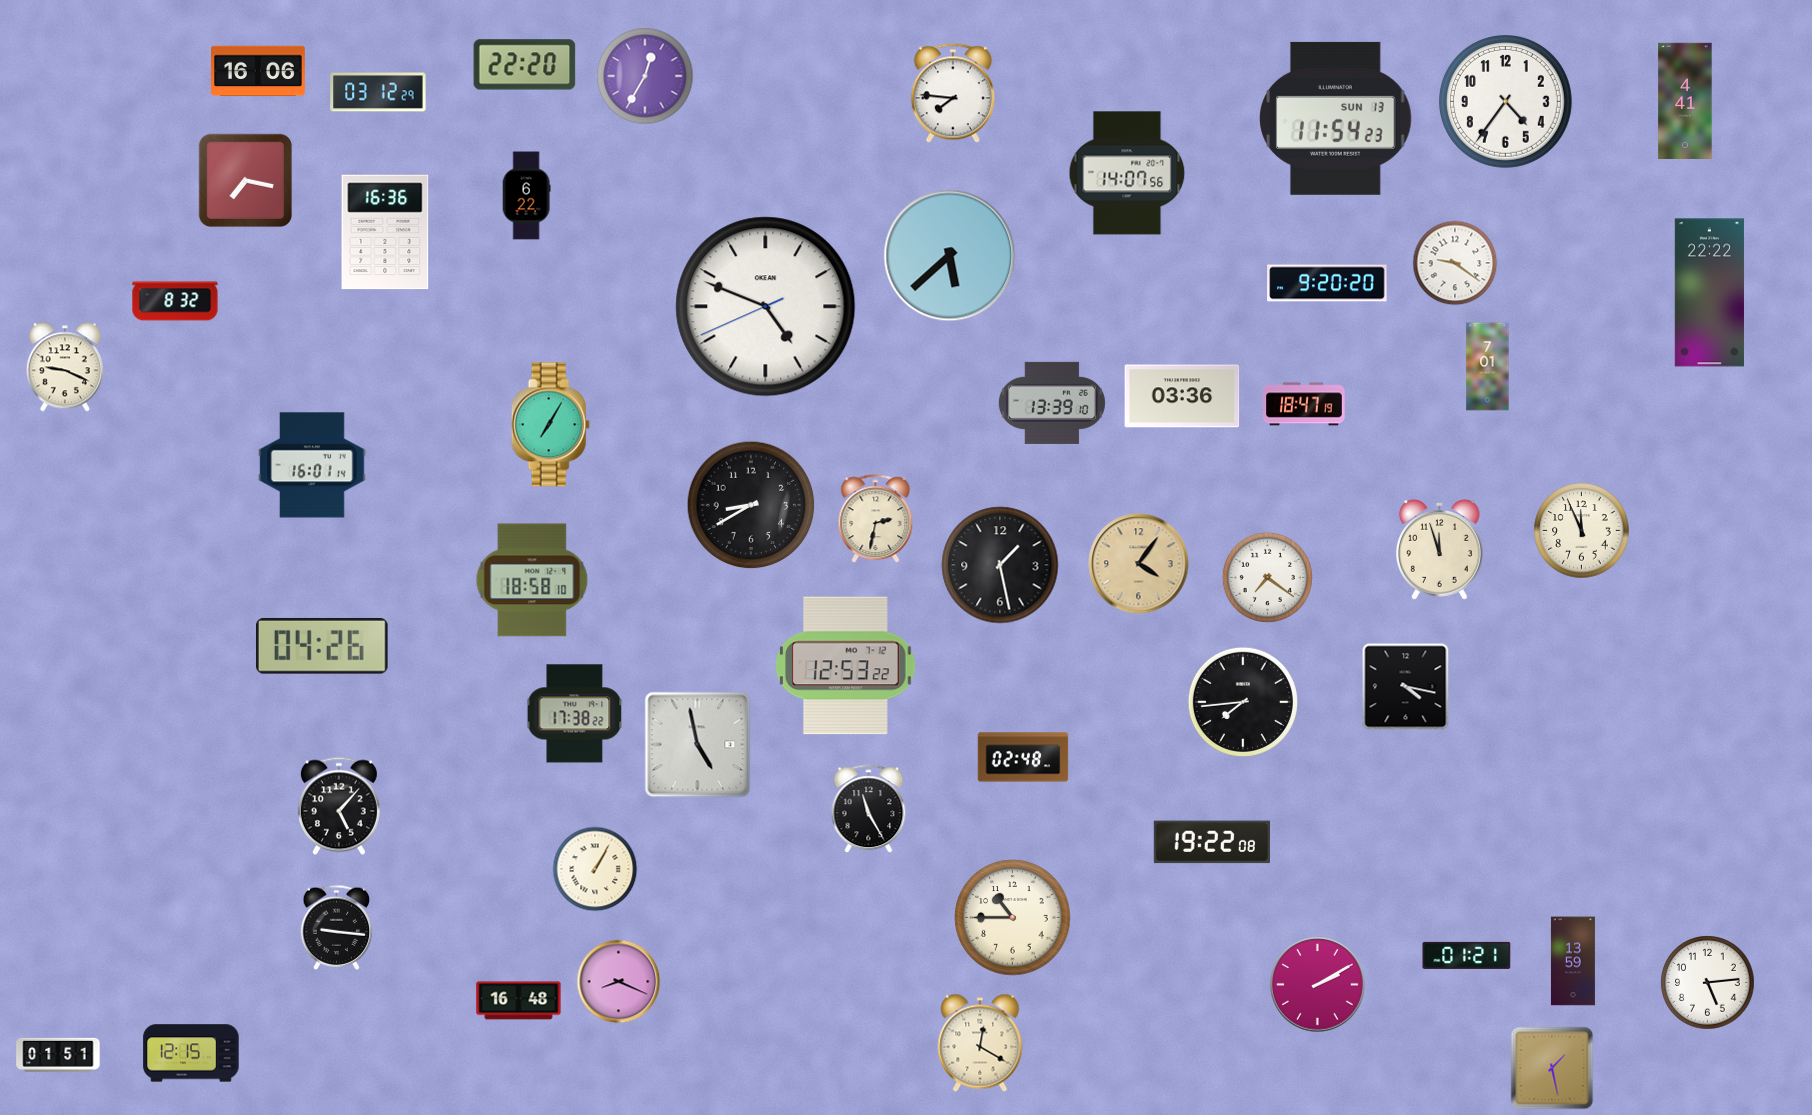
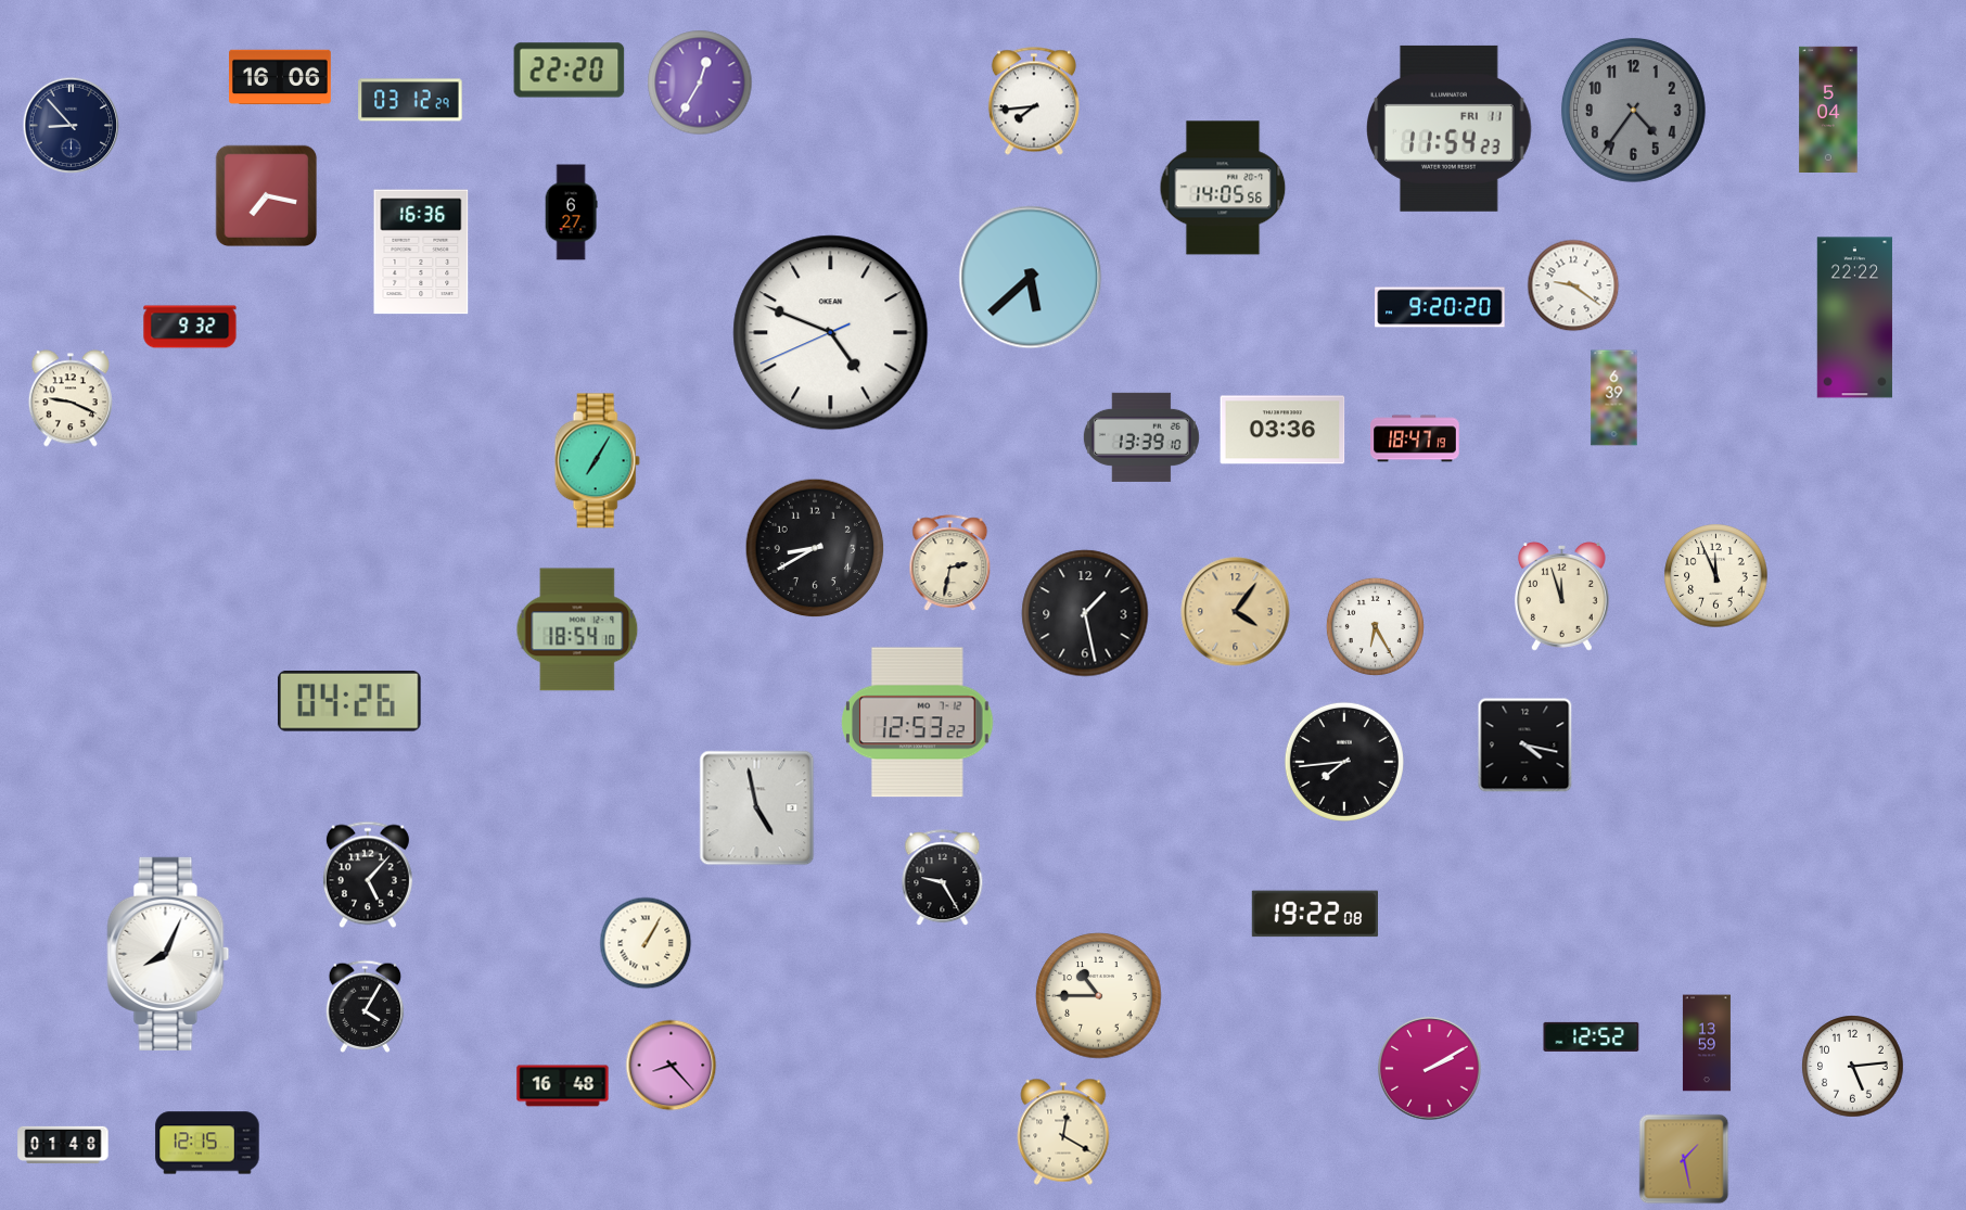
clock at (953, 93): 7:46 -> 7:44
clock at (1685, 100): 4:41 -> 5:04
clock at (1505, 101) dial: white -> grey
clock at (72, 126): none -> 8:53
clock at (1336, 118) date: SUN 13 -> FRI 11
clock at (1127, 173): 14:07 -> 14:05
clock at (526, 196): 6:22 -> 6:27
clock at (385, 232) position: (385, 232) -> (421, 252)
clock at (1455, 263) position: (1455, 263) -> (1573, 285)
clock at (175, 301): 8:32 -> 9:32
clock at (1488, 367): 7:01 -> 6:39
clock at (312, 465): 16:01 -> none
clock at (1267, 577): 7:21 -> 6:25
clock at (532, 580): 18:58 -> 18:54
clock at (1243, 702) position: (1243, 702) -> (1344, 762)
clock at (575, 714): 17:38 -> none
clock at (1023, 757): 02:48 -> none
clock at (869, 809): 11:25 -> 9:25
clock at (168, 954): none -> 8:04
clock at (337, 927): 9:16 -> 4:05
clock at (1467, 955): 01:21 -> 12:52
clock at (619, 982): 8:19 -> 8:23
clock at (58, 1055): 01:51 -> 01:48
